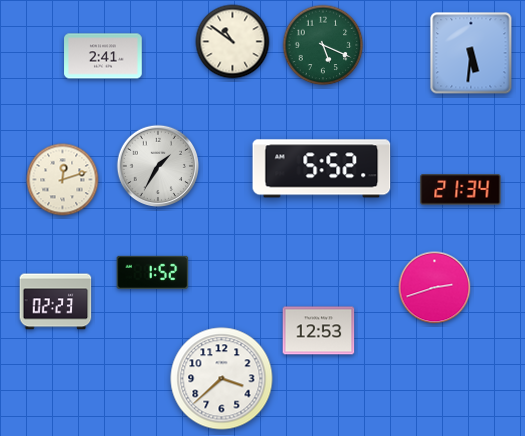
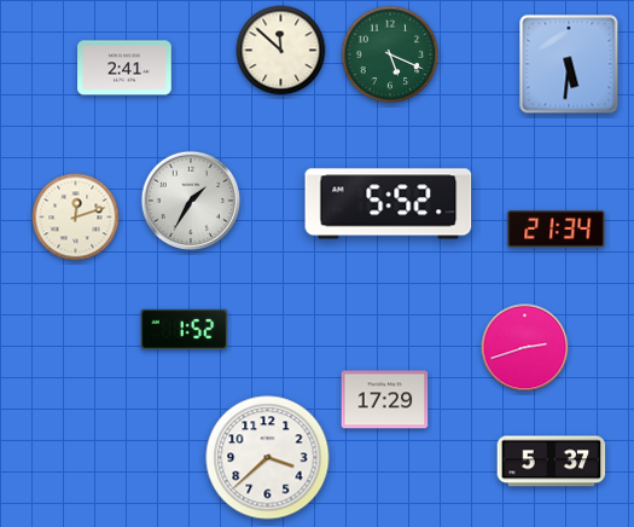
clock at (233, 42): 10:51 -> 11:52
clock at (56, 302): 02:23 -> none
clock at (319, 331): 12:53 -> 17:29
clock at (552, 462): none -> 5:37
